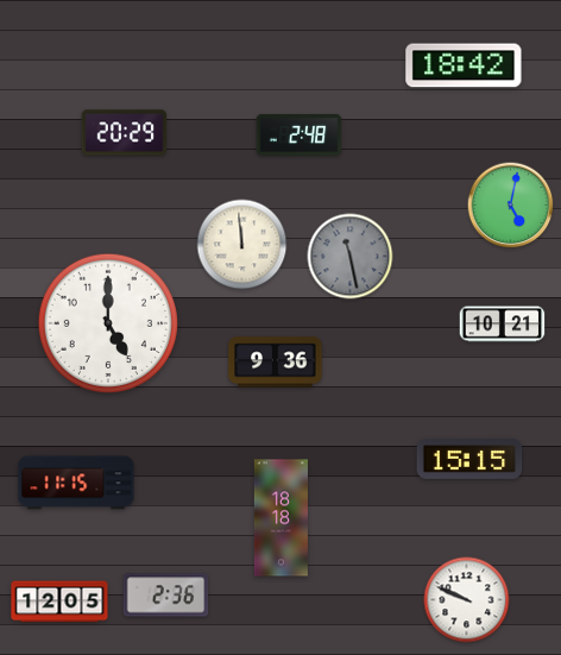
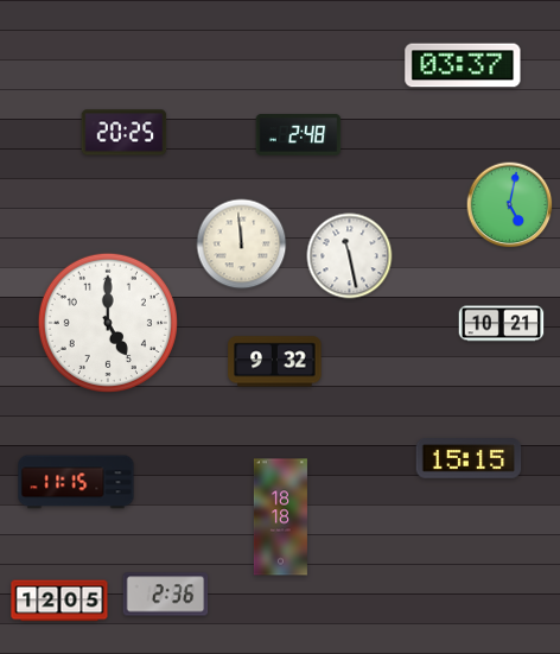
clock at (464, 65): 18:42 -> 03:37
clock at (125, 133): 20:29 -> 20:25
clock at (351, 257) dial: grey -> white
clock at (276, 363): 9:36 -> 9:32
clock at (467, 600): 9:49 -> none
